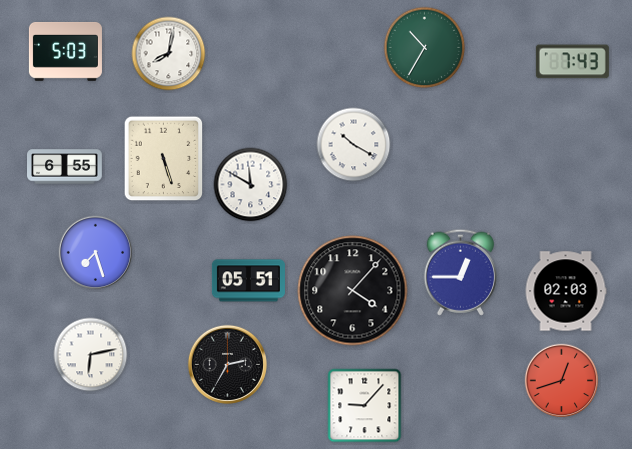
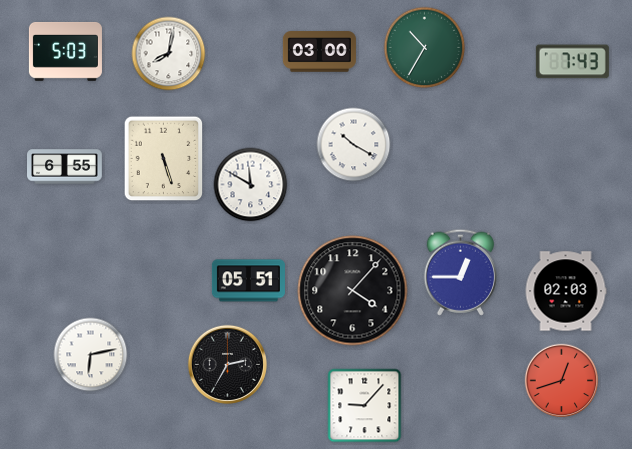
clock at (319, 52): none -> 03:00
clock at (96, 253): 7:27 -> none
